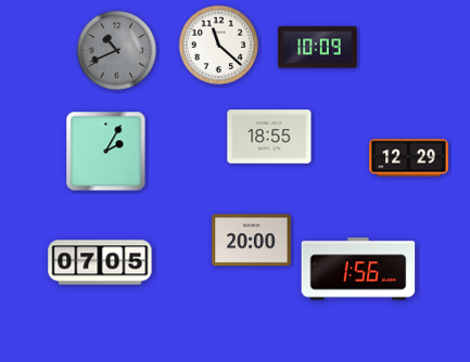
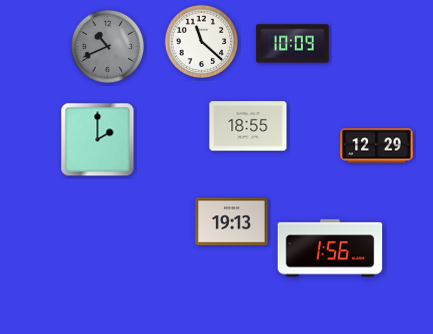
clock at (106, 152): 2:05 -> 2:00
clock at (252, 241): 20:00 -> 19:13
clock at (100, 262): 07:05 -> none
